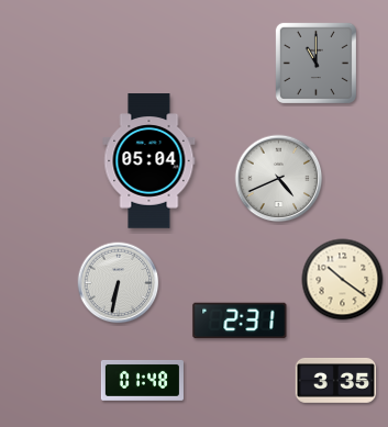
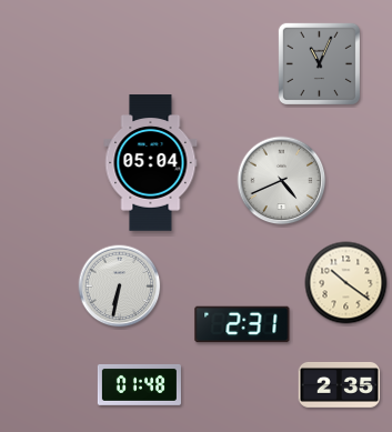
clock at (315, 63): 11:00 -> 11:04
clock at (336, 380): 3:35 -> 2:35
clock at (142, 381) position: (142, 381) -> (139, 385)
